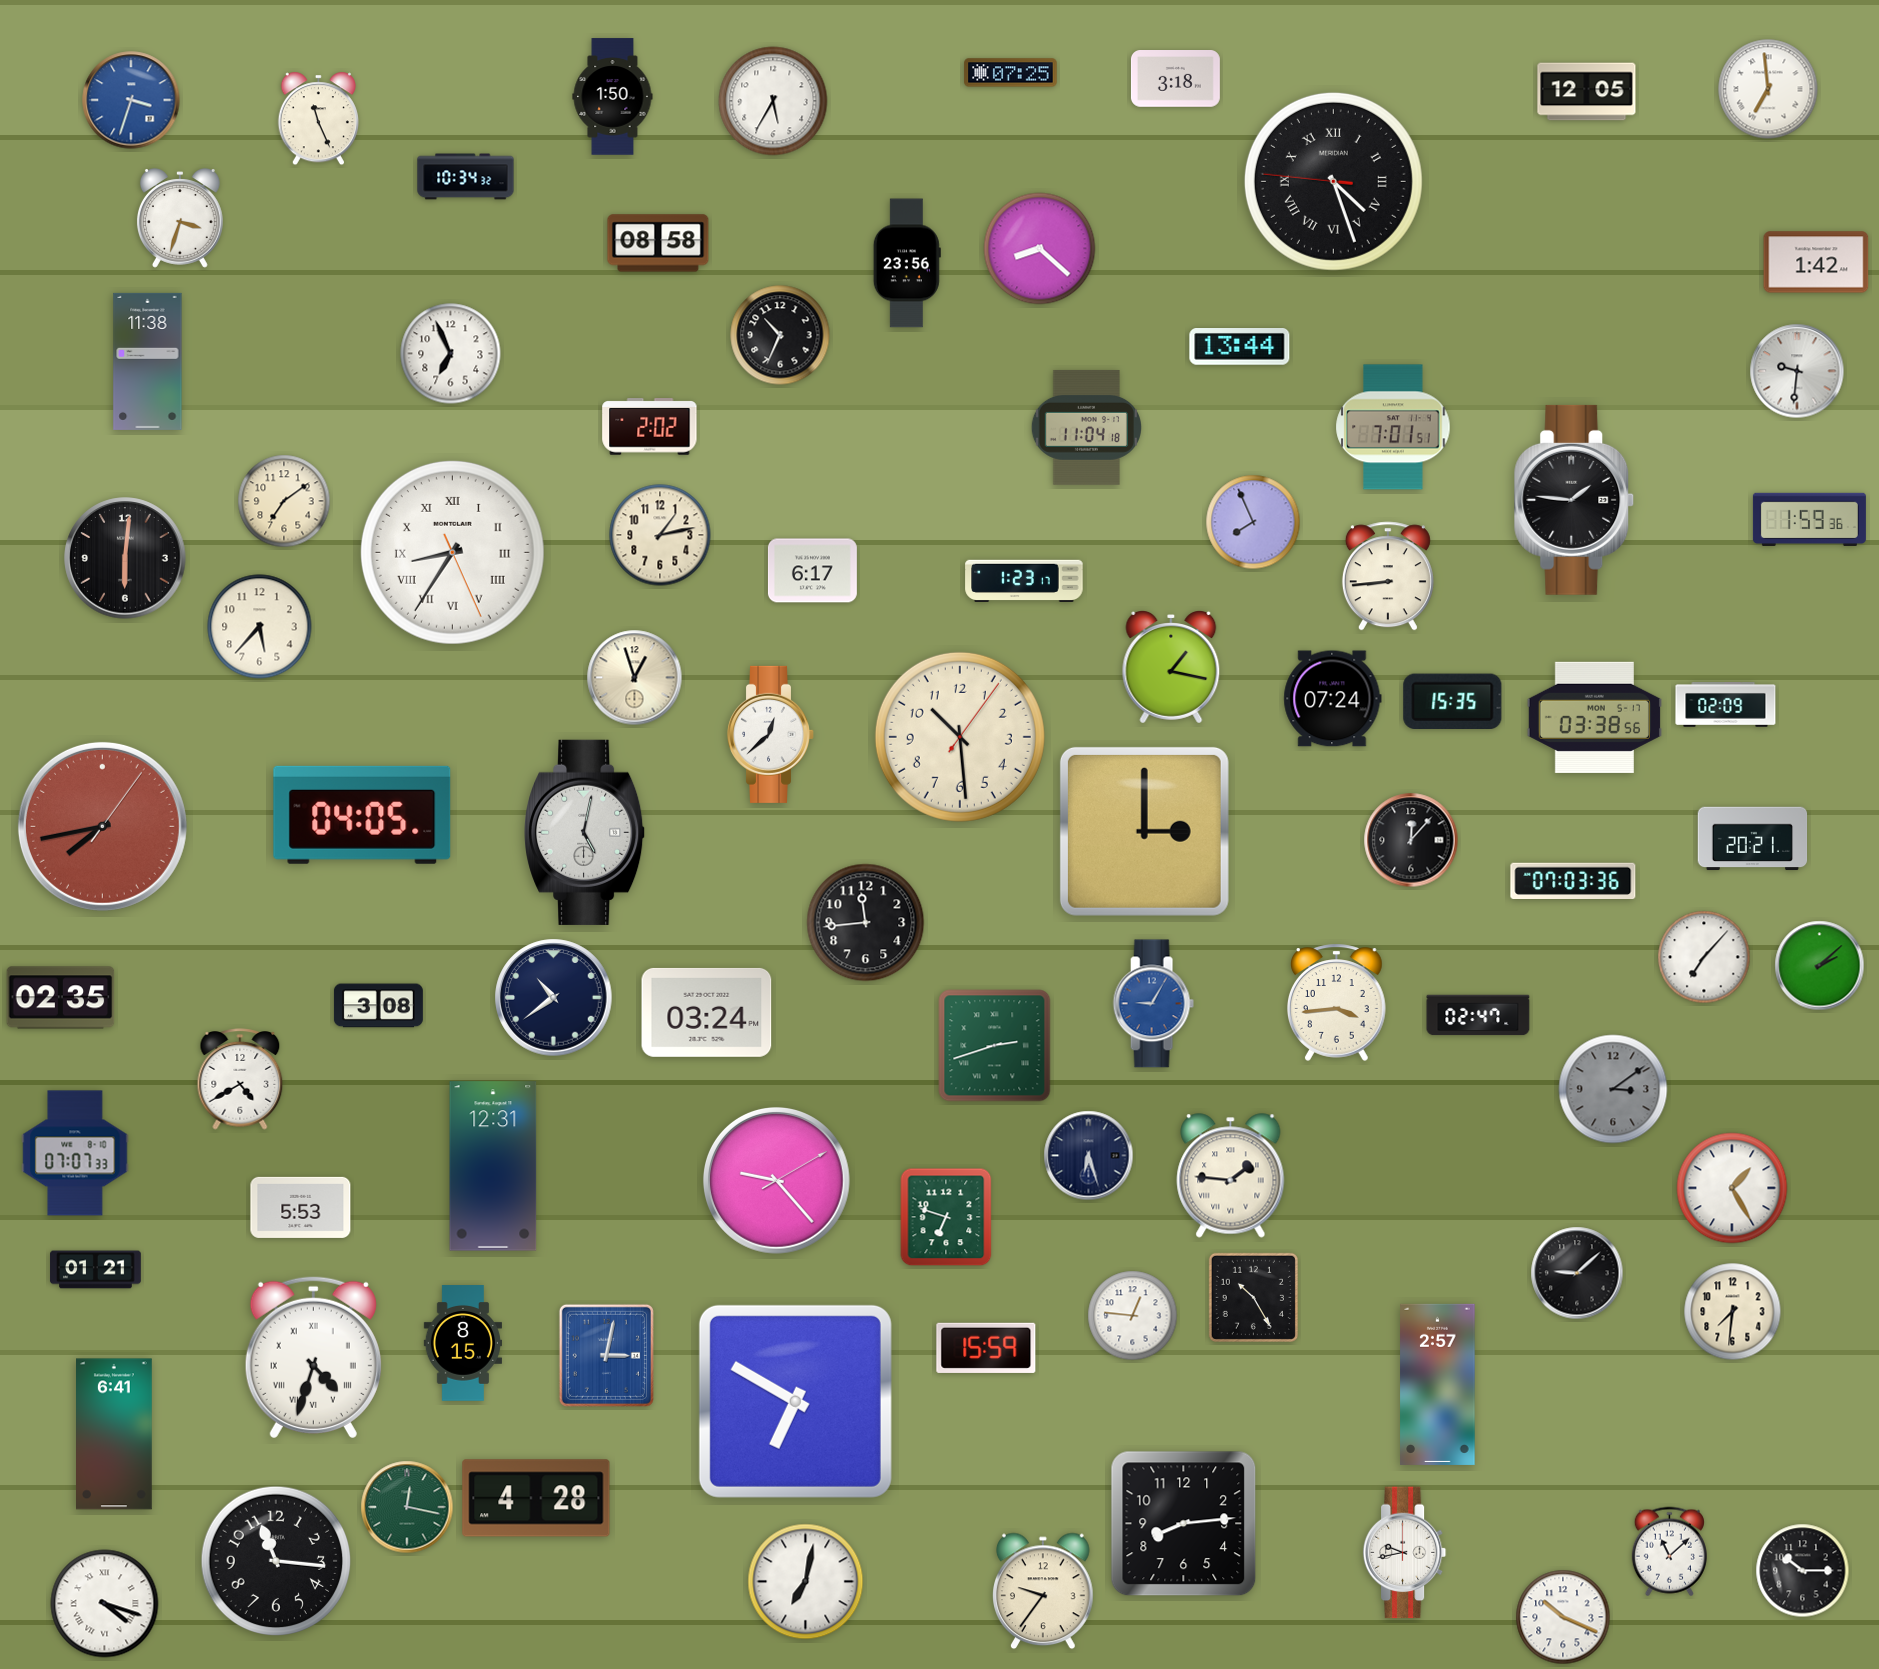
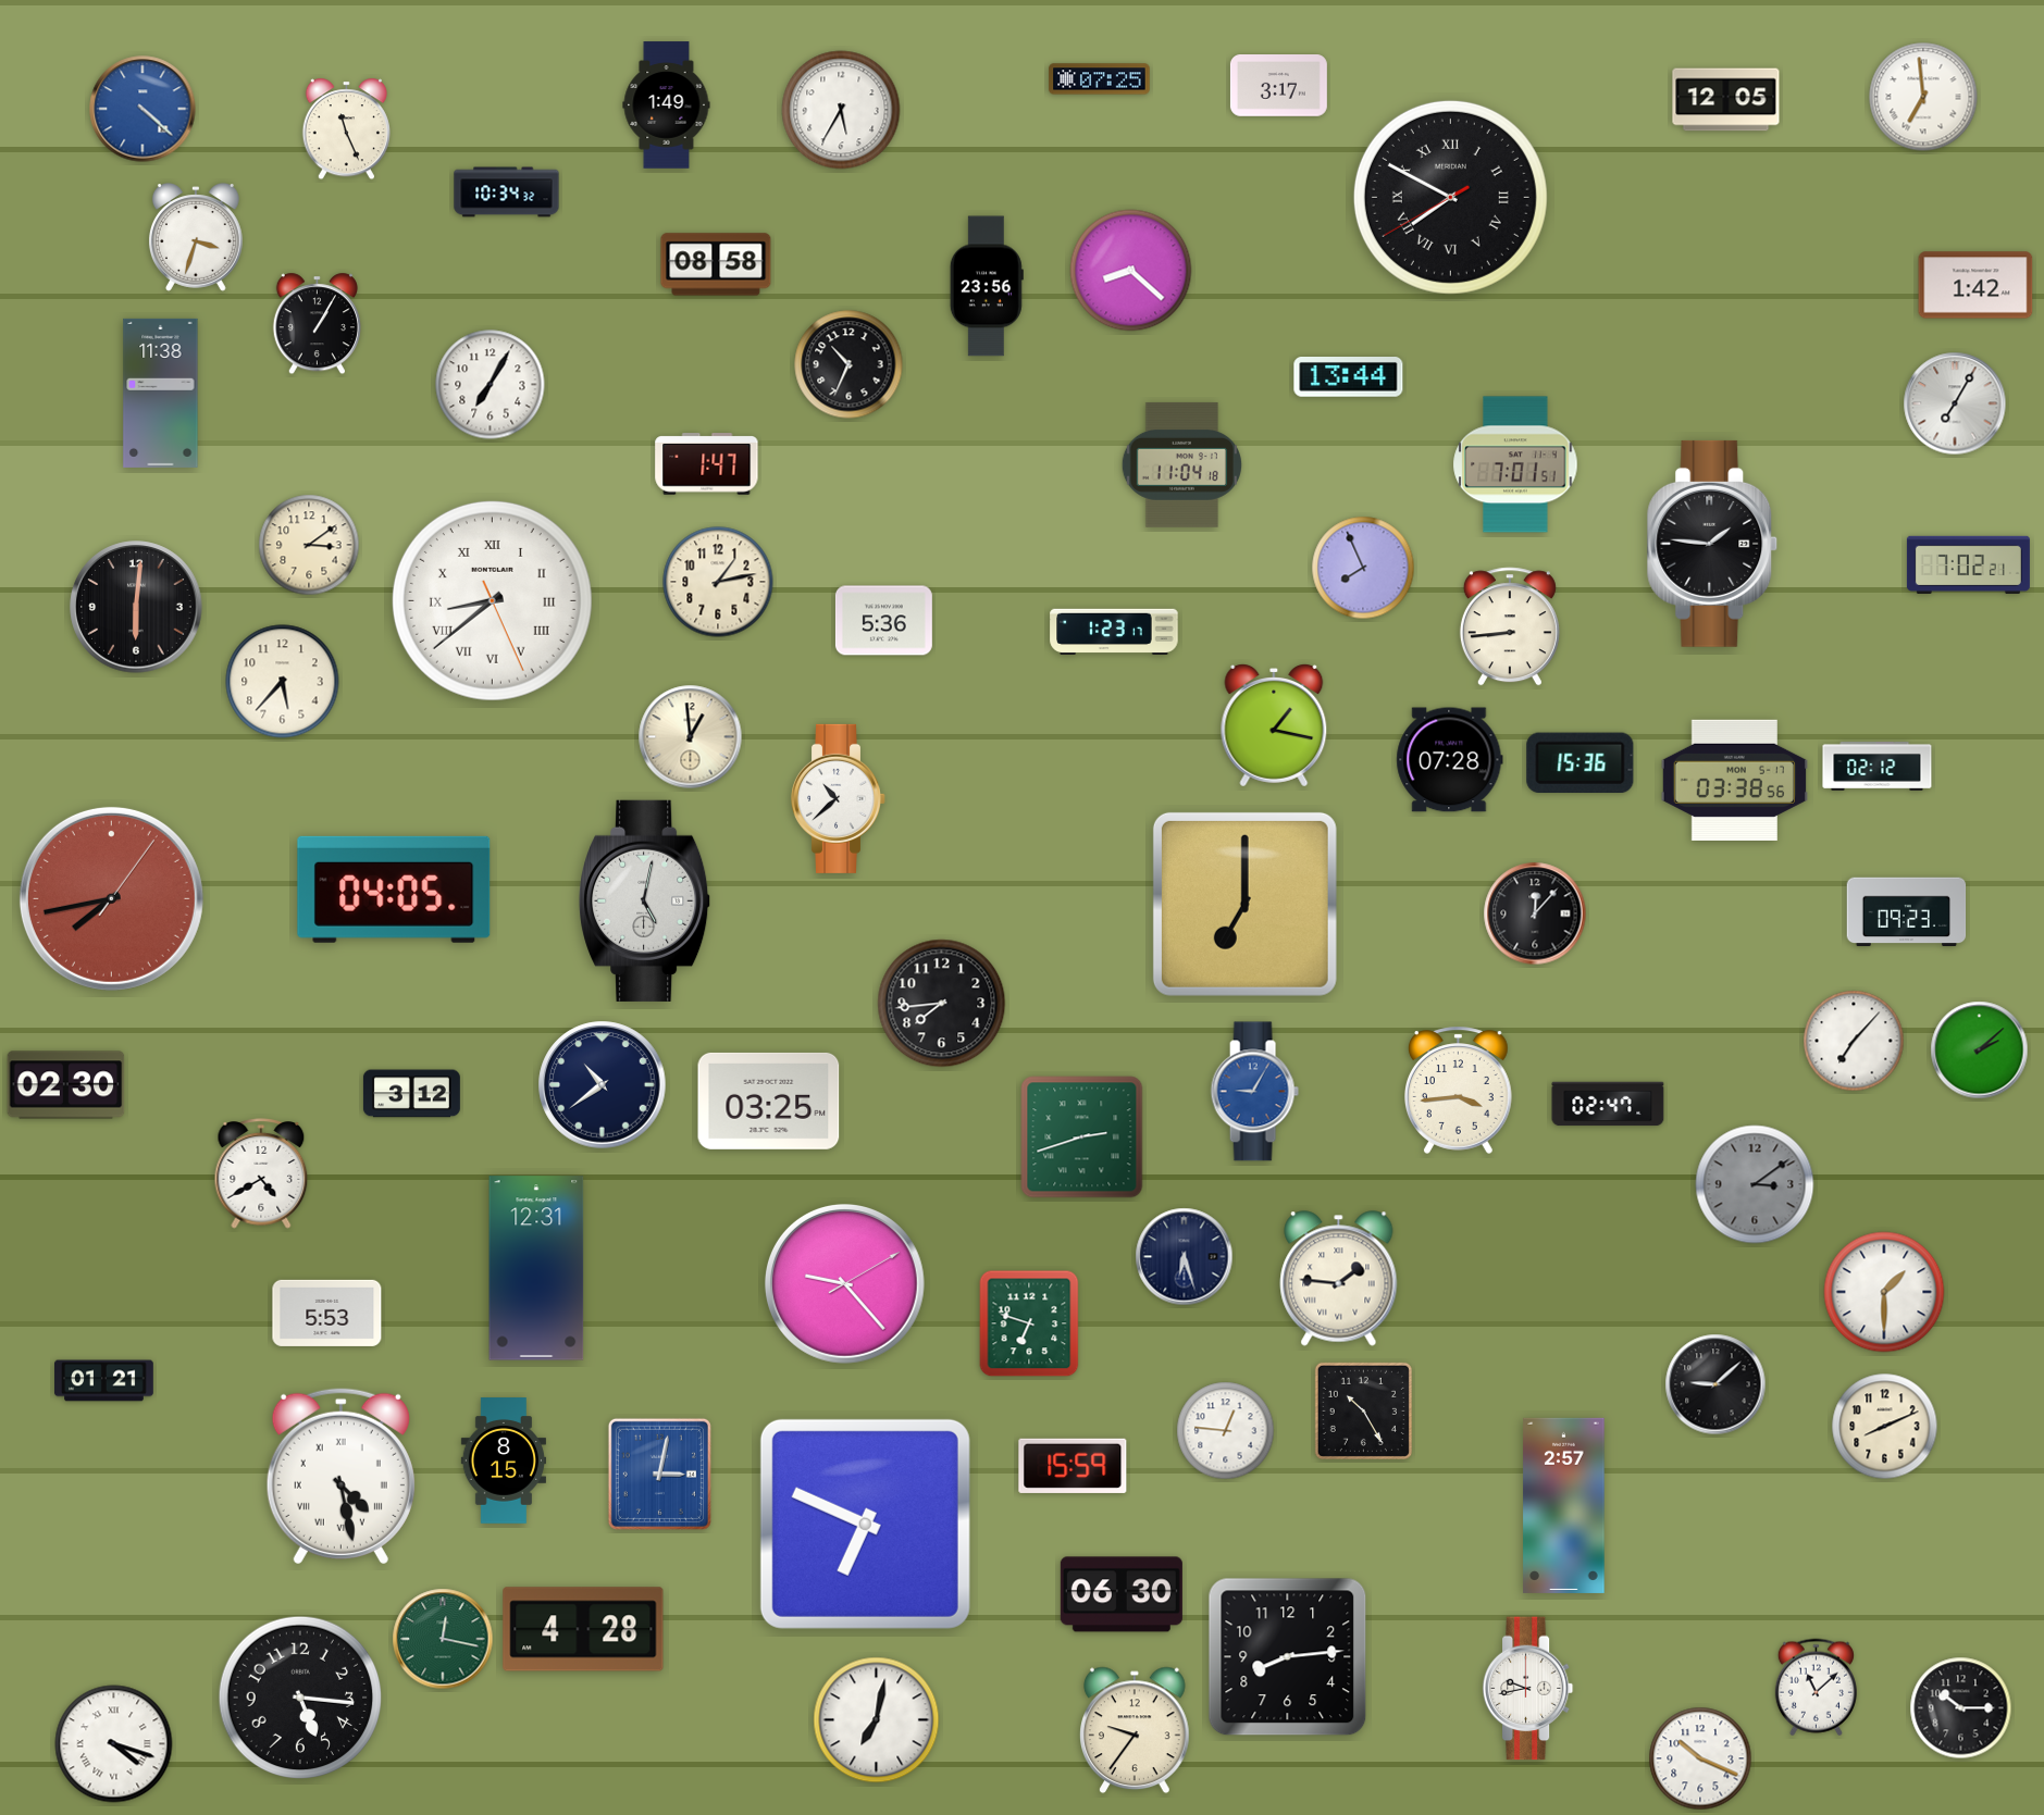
clock at (1175, 79): 3:18 -> 3:17
clock at (613, 97): 1:50 -> 1:49
clock at (131, 100): 3:33 -> 4:22
clock at (1333, 181): 4:26 -> 7:49
clock at (317, 324): none -> 1:05
clock at (451, 354): 6:56 -> 7:05
clock at (1797, 371): 9:31 -> 7:05
clock at (650, 427): 2:02 -> 1:47
clock at (284, 501): 7:09 -> 3:09
clock at (1809, 519): 1:59 -> 7:02
clock at (452, 552): 8:35 -> 8:38
clock at (812, 571): 6:17 -> 5:36
clock at (635, 678): 12:57 -> 12:59
clock at (1333, 699): 07:24 -> 07:28
clock at (1453, 701): 15:35 -> 15:36
clock at (1726, 705): 02:09 -> 02:12
clock at (770, 734): 12:38 -> 10:38
clock at (960, 737): 10:29 -> none
clock at (362, 815) position: (362, 815) -> (394, 890)
clock at (1144, 831): 3:00 -> 7:00
clock at (585, 832) position: (585, 832) -> (645, 900)
clock at (1753, 839): 20:21 -> 09:23
clock at (1573, 880): 07:03 -> none
clock at (866, 923): 11:44 -> 7:44
clock at (61, 998): 02:35 -> 02:30
clock at (1337, 1002) position: (1337, 1002) -> (1459, 1090)
clock at (378, 1006): 3:08 -> 3:12
clock at (707, 1012): 03:24 -> 03:25
clock at (75, 1153): 07:07 -> none
clock at (1732, 1188): 1:25 -> 1:30
clock at (1733, 1312): 7:31 -> 8:11
clock at (1133, 1316) position: (1133, 1316) -> (1226, 1431)
clock at (313, 1357): 4:33 -> 4:28
clock at (795, 1401): 6:50 -> 6:49
clock at (115, 1434): 6:41 -> none
clock at (1122, 1594): none -> 06:30
clock at (276, 1561): 11:16 -> 5:16
